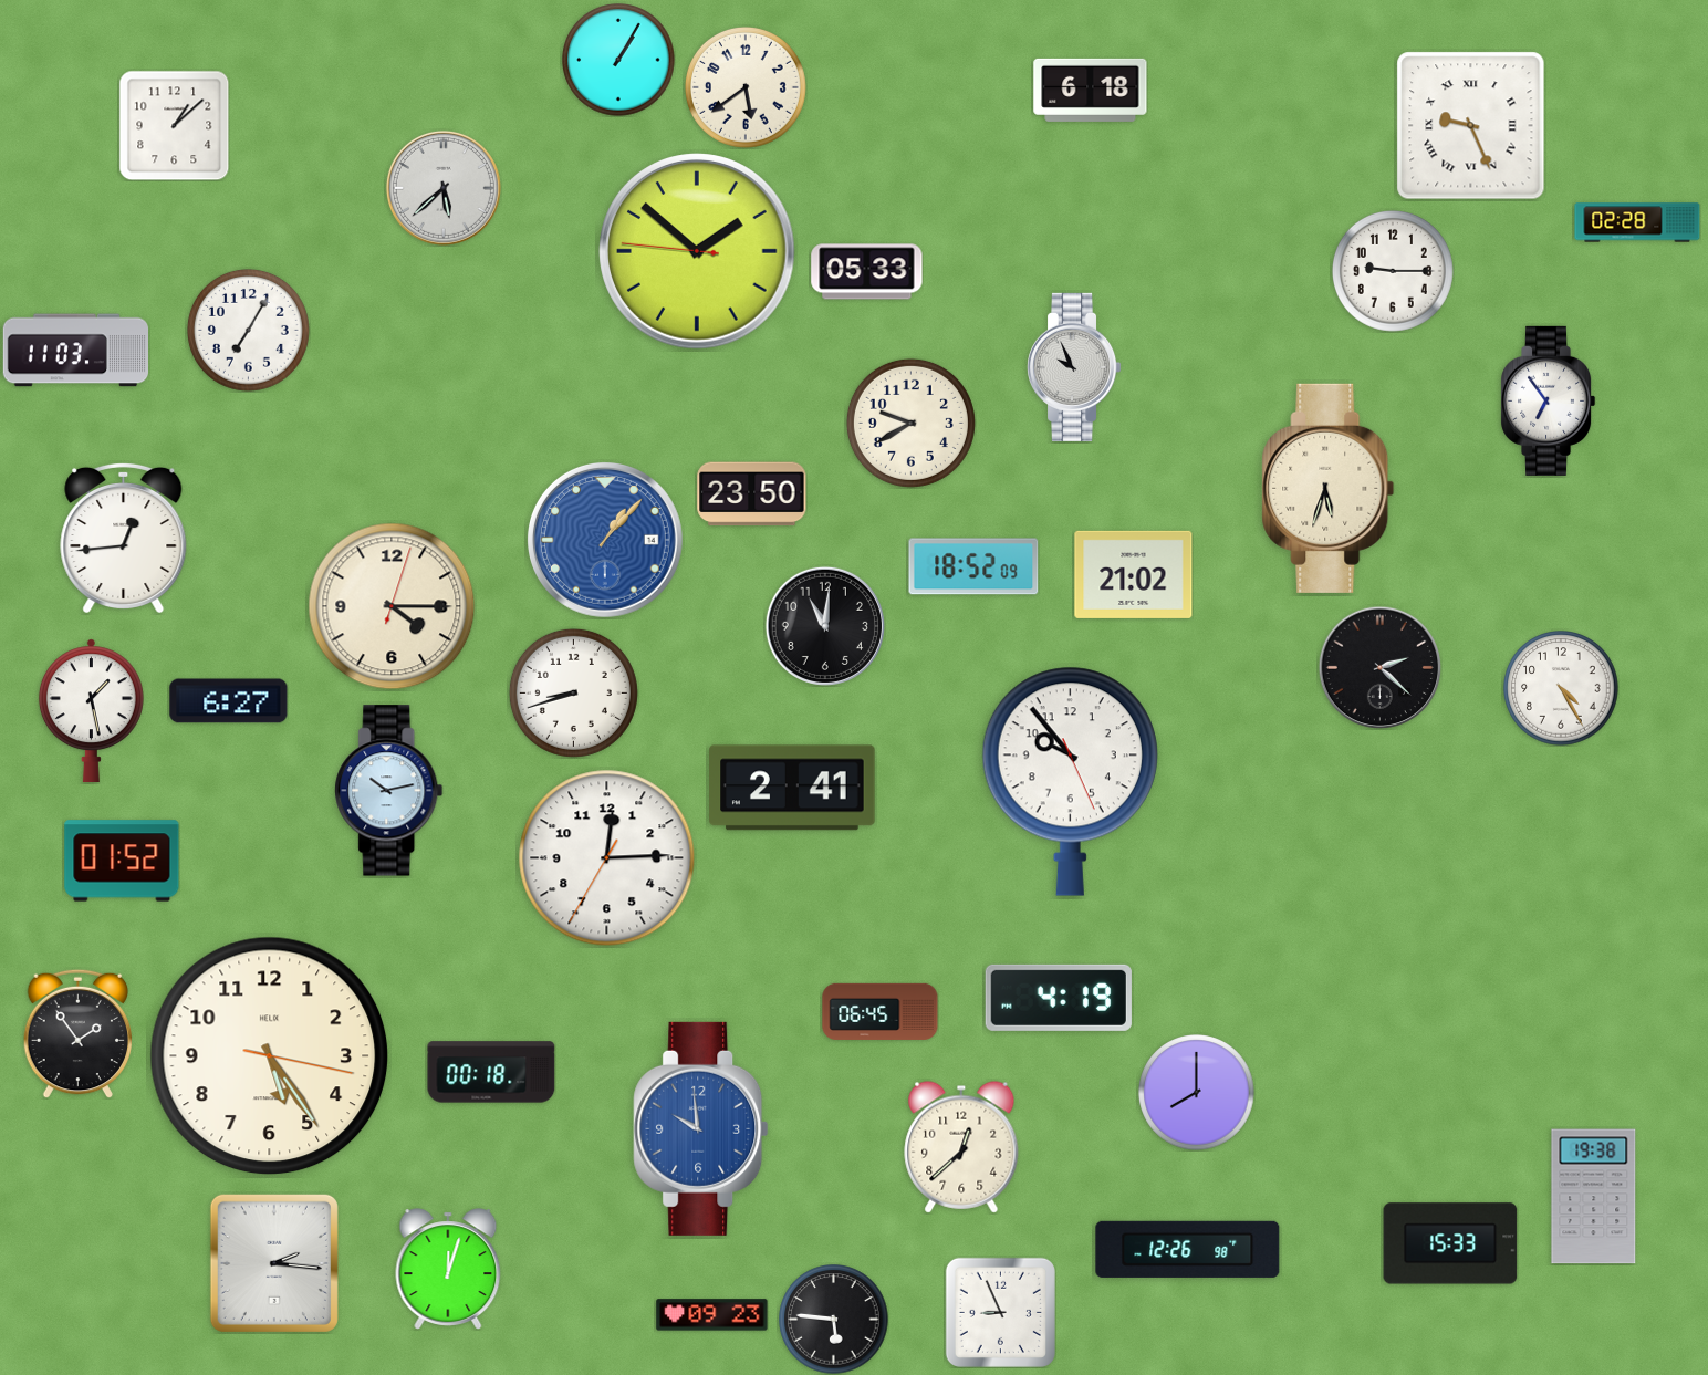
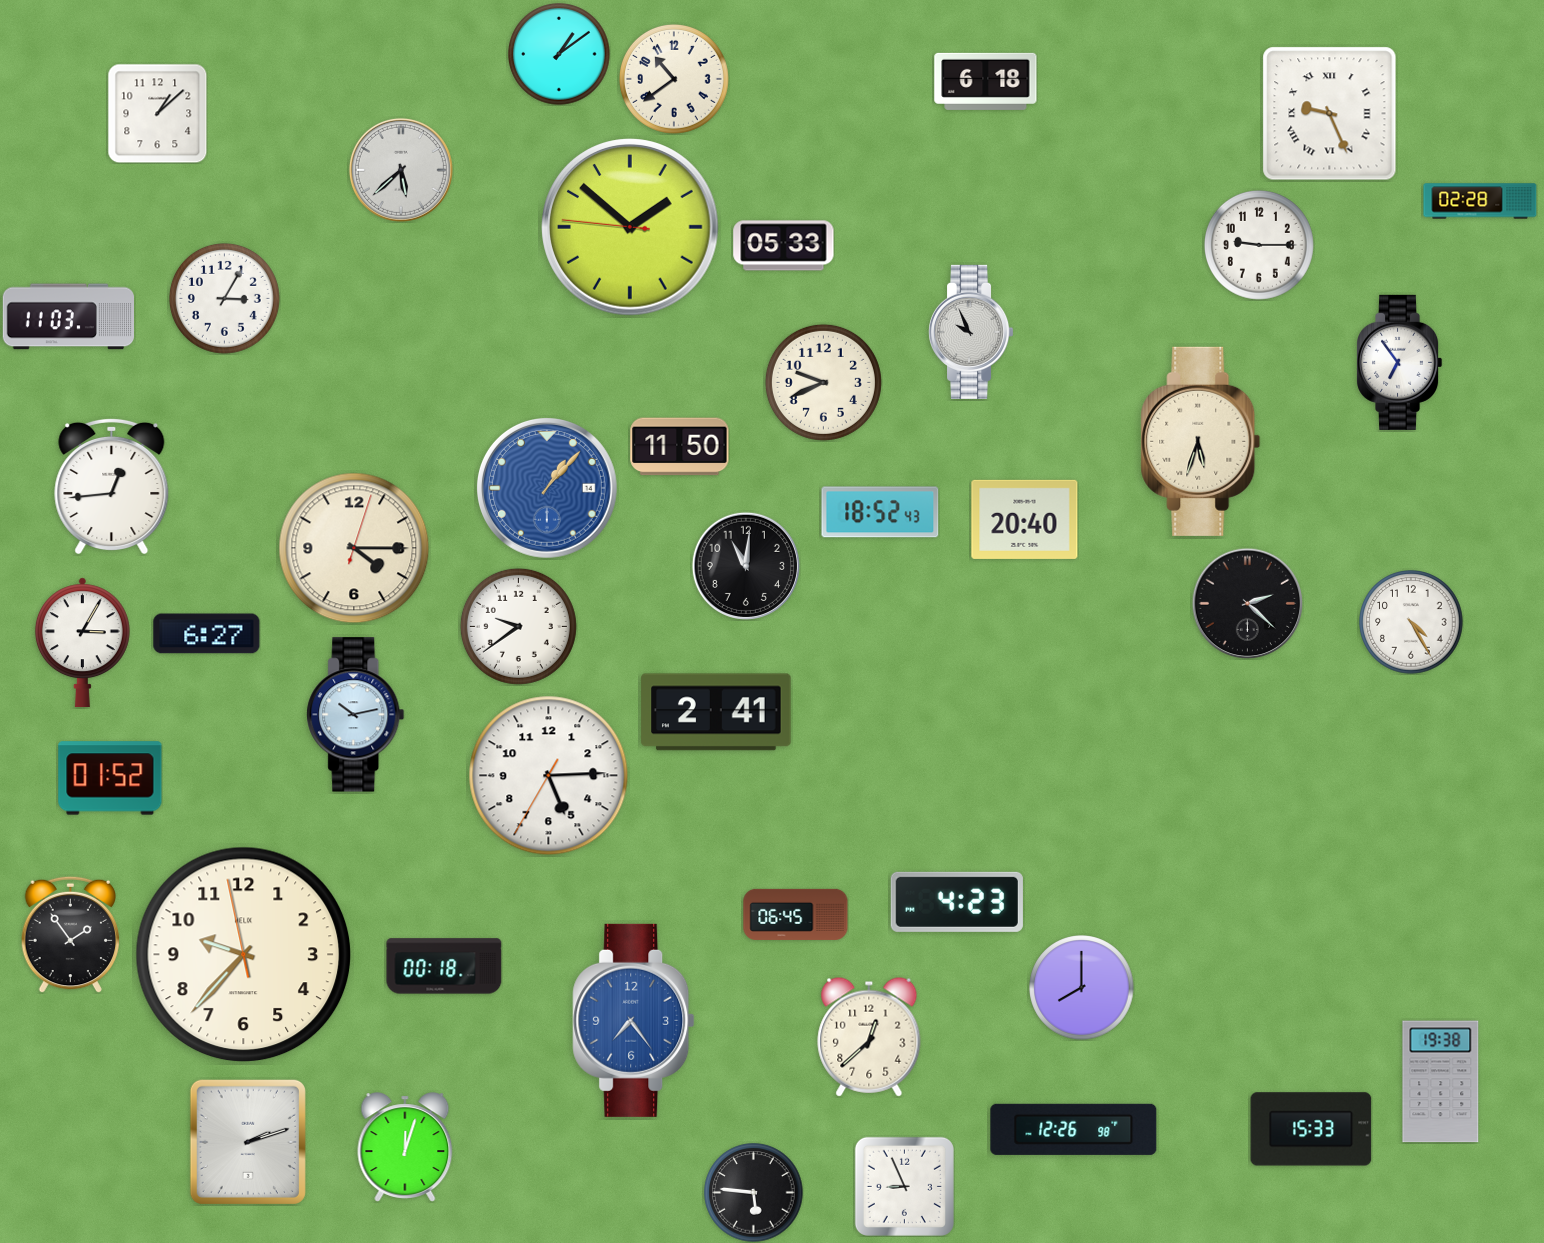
clock at (618, 60): 1:05 -> 1:09
clock at (746, 87): 5:39 -> 10:39
clock at (248, 330): 7:05 -> 3:05
clock at (910, 423): 9:40 -> 9:41
clock at (752, 494): 23:50 -> 11:50
clock at (973, 566): 18:52:09 -> 18:52:43
clock at (1134, 574): 21:02 -> 20:40
clock at (573, 692): 8:42 -> 9:39
clock at (91, 711): 1:28 -> 3:05
clock at (1070, 781): 9:53 -> none
clock at (389, 791) position: (389, 791) -> (356, 715)
clock at (607, 858): 12:14 -> 5:14
clock at (1059, 998): 4:19 -> 4:23
clock at (270, 1056): 5:24 -> 9:36
clock at (491, 1072) position: (491, 1072) -> (444, 966)
clock at (701, 1128): 9:59 -> 7:24
clock at (1450, 1243) position: (1450, 1243) -> (1311, 1129)
clock at (274, 1263): 2:16 -> 2:12
clock at (712, 1315): 09:23 -> none
